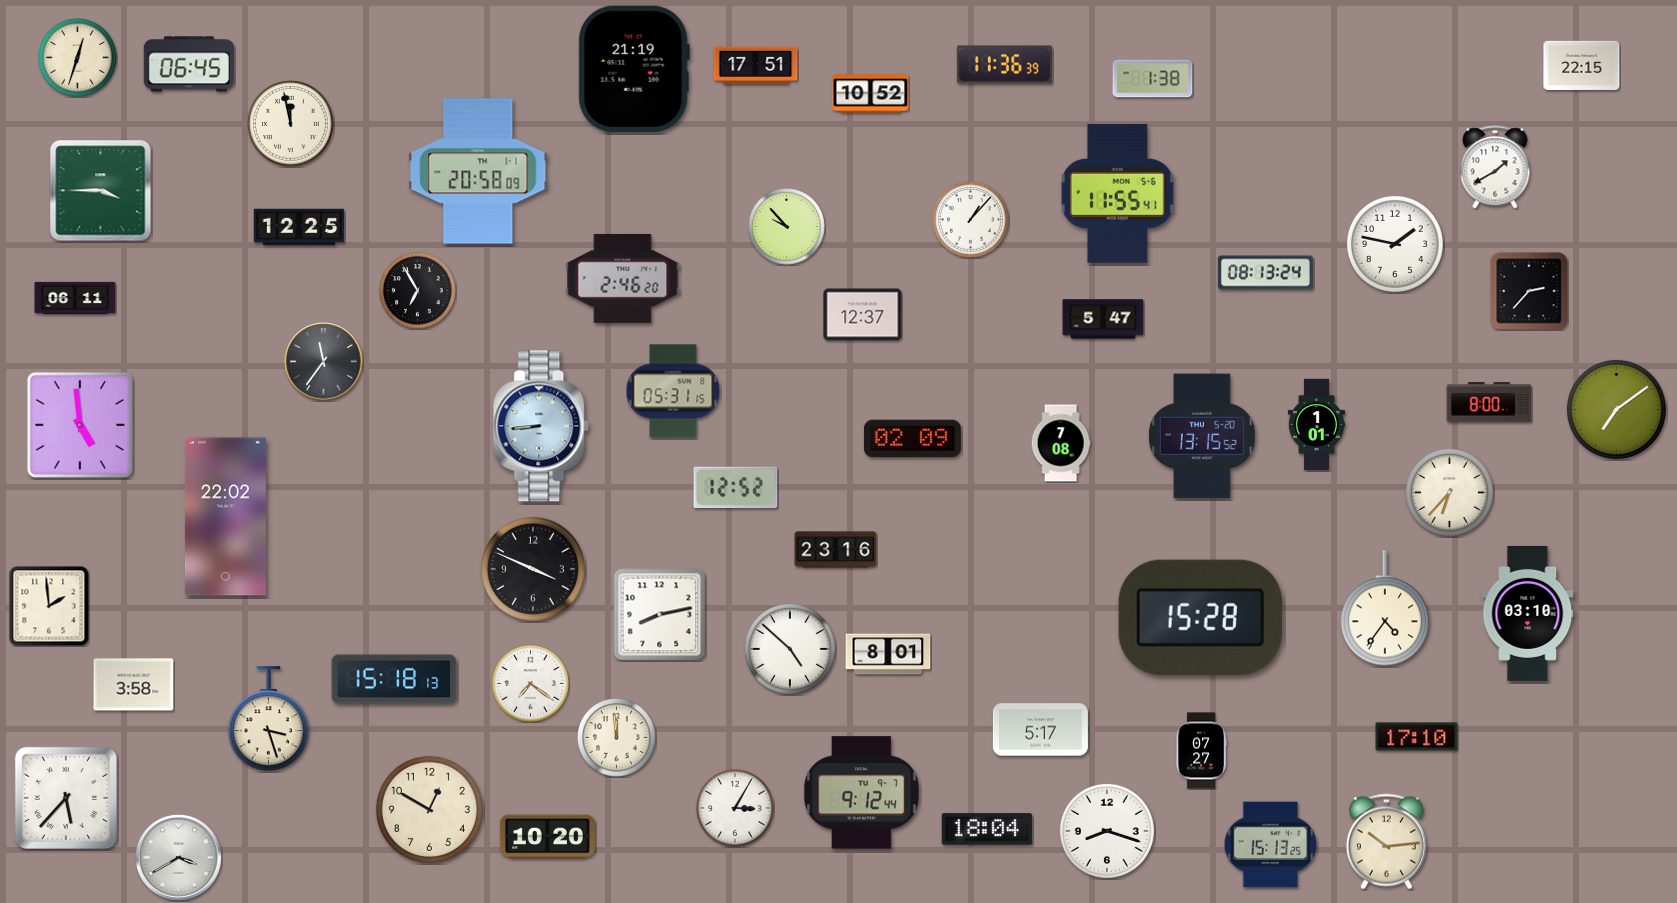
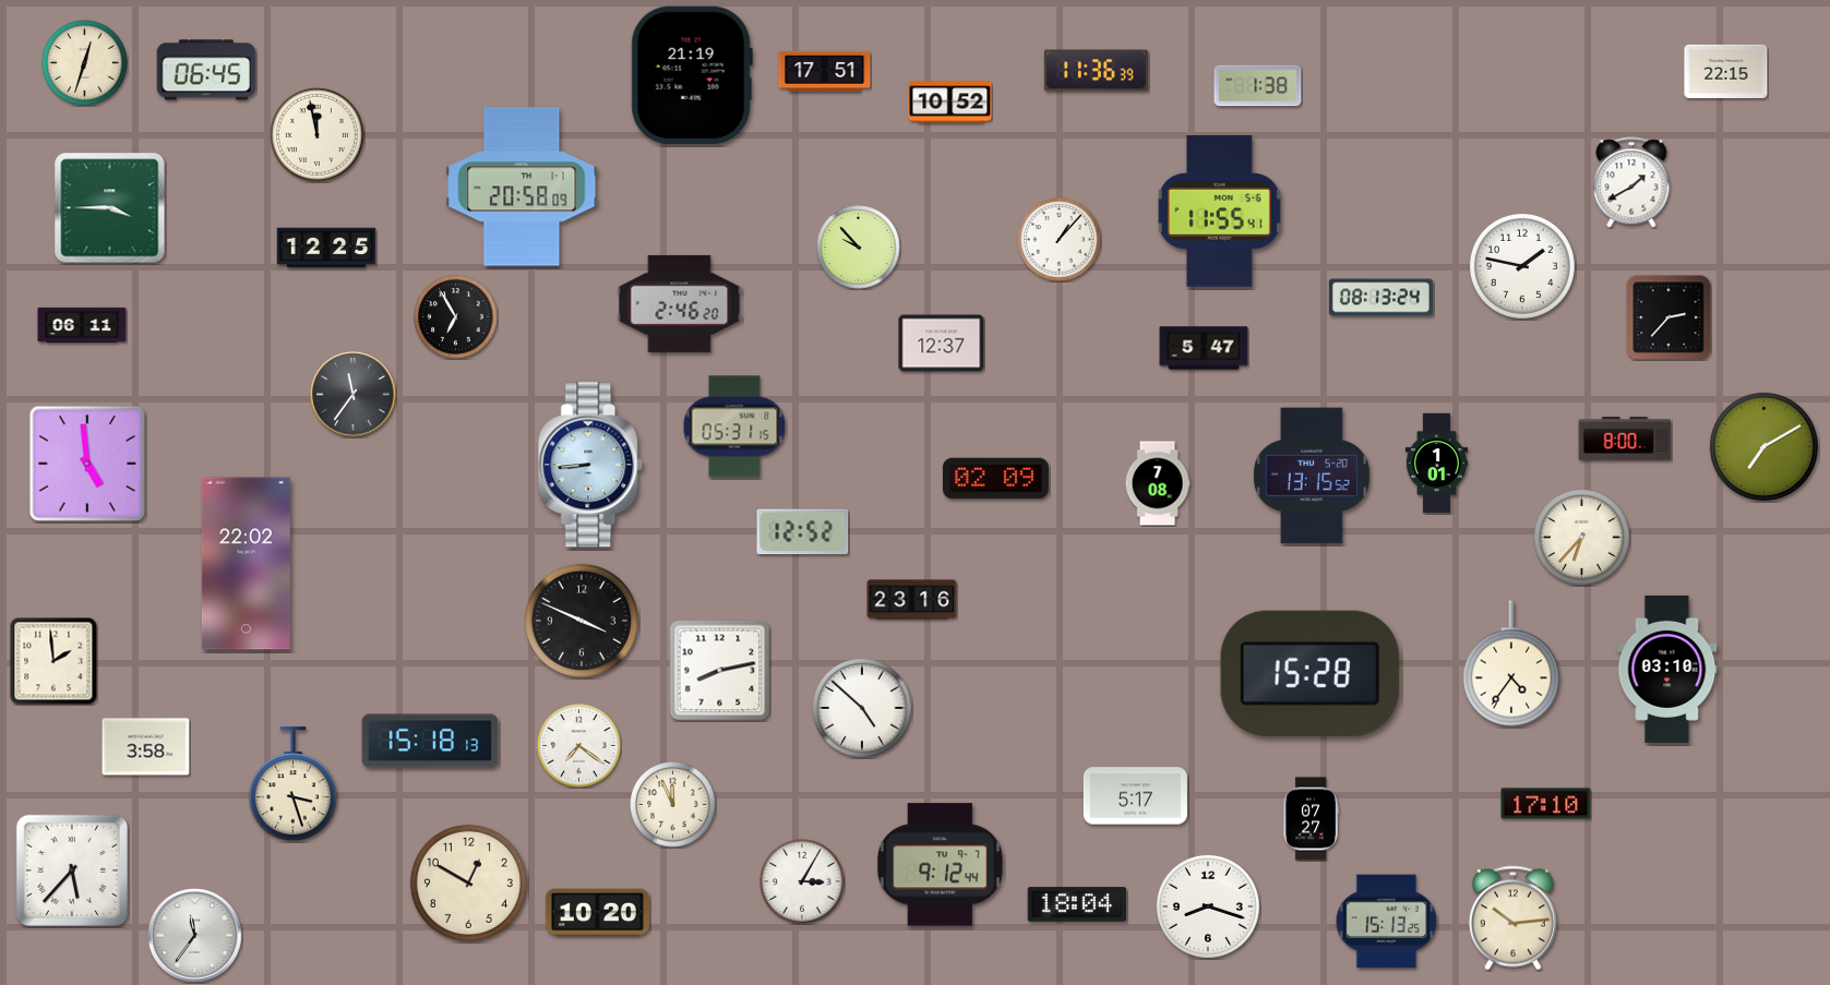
clock at (1616, 409): 7:09 -> 7:10
clock at (888, 654): 8:01 -> none
clock at (617, 738): 11:59 -> 11:56
clock at (179, 858): 3:40 -> 11:36
